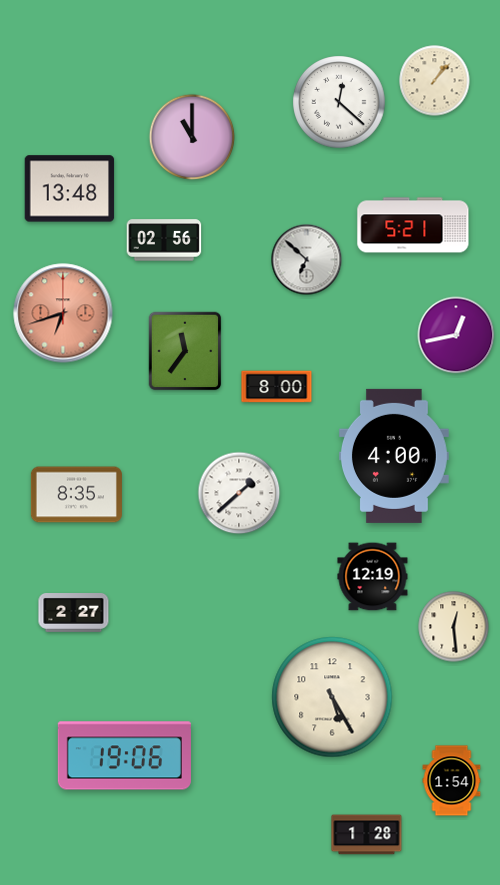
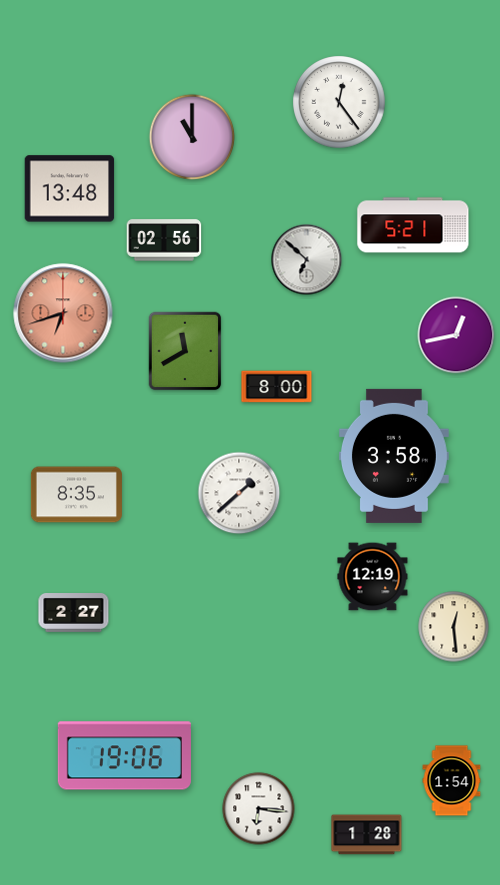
clock at (435, 81): 1:07 -> none
clock at (339, 102): 12:22 -> 12:24
clock at (185, 351): 11:36 -> 11:40
clock at (394, 456): 4:00 -> 3:58
clock at (332, 697): 5:25 -> none
clock at (259, 809): none -> 6:16
